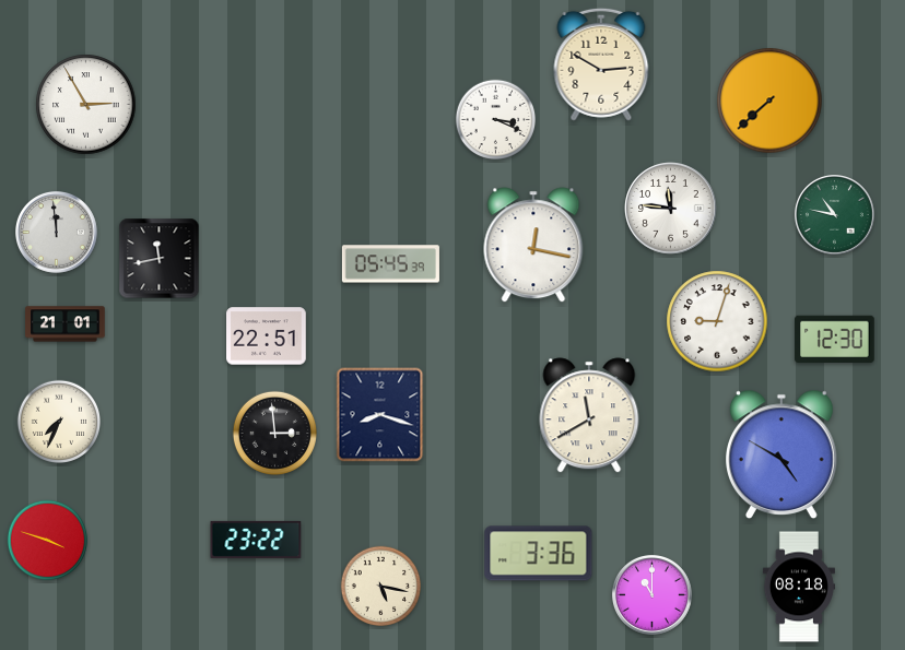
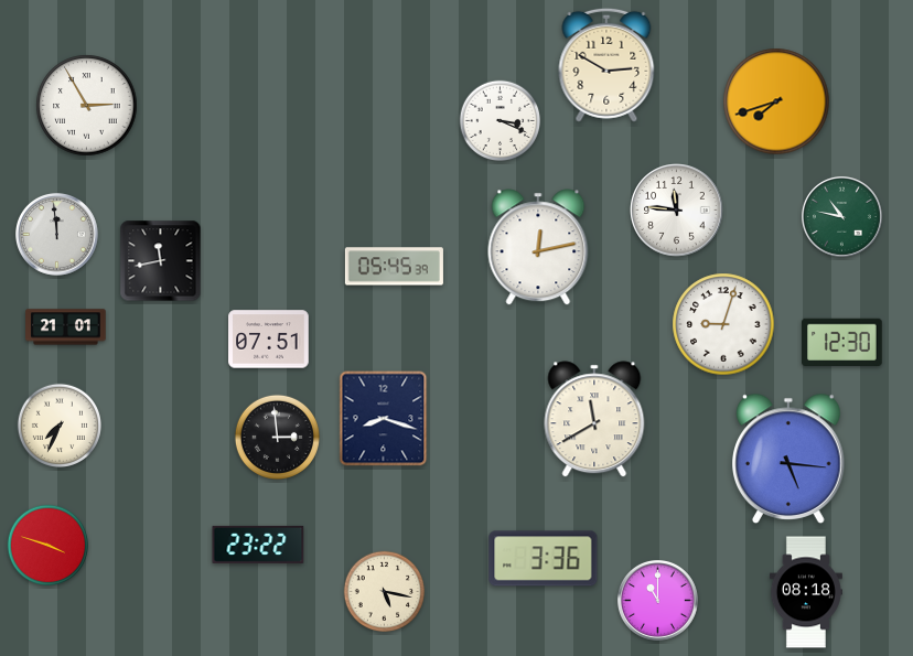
clock at (769, 101): 7:38 -> 7:42
clock at (533, 245): 12:17 -> 12:13
clock at (267, 336): 22:51 -> 07:51
clock at (783, 454): 4:50 -> 5:16
